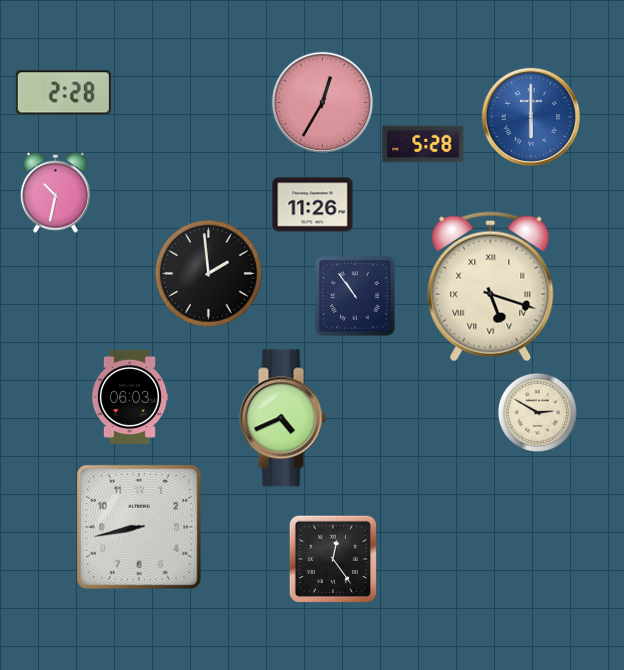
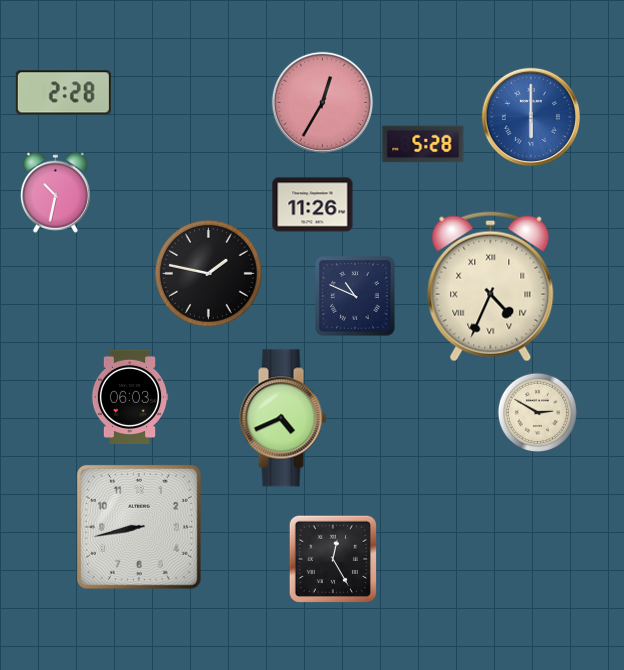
clock at (208, 273): 1:59 -> 1:47
clock at (491, 287): 5:18 -> 4:34
clock at (355, 296): 10:54 -> 10:49
clock at (333, 559): 12:24 -> 12:25
